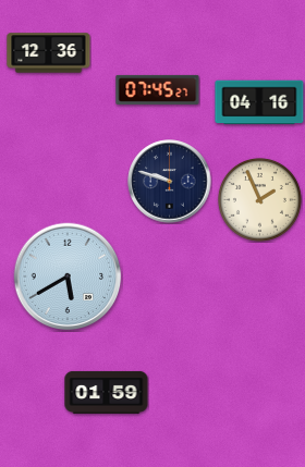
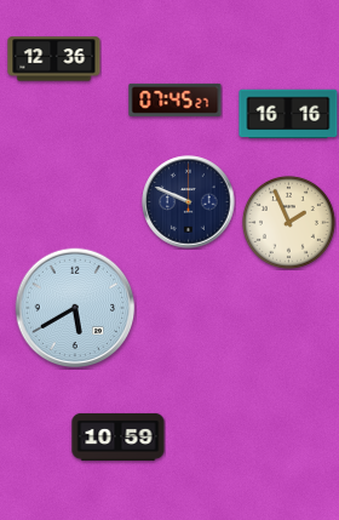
clock at (259, 102): 04:16 -> 16:16
clock at (170, 182): 9:48 -> 9:49
clock at (107, 392): 01:59 -> 10:59
